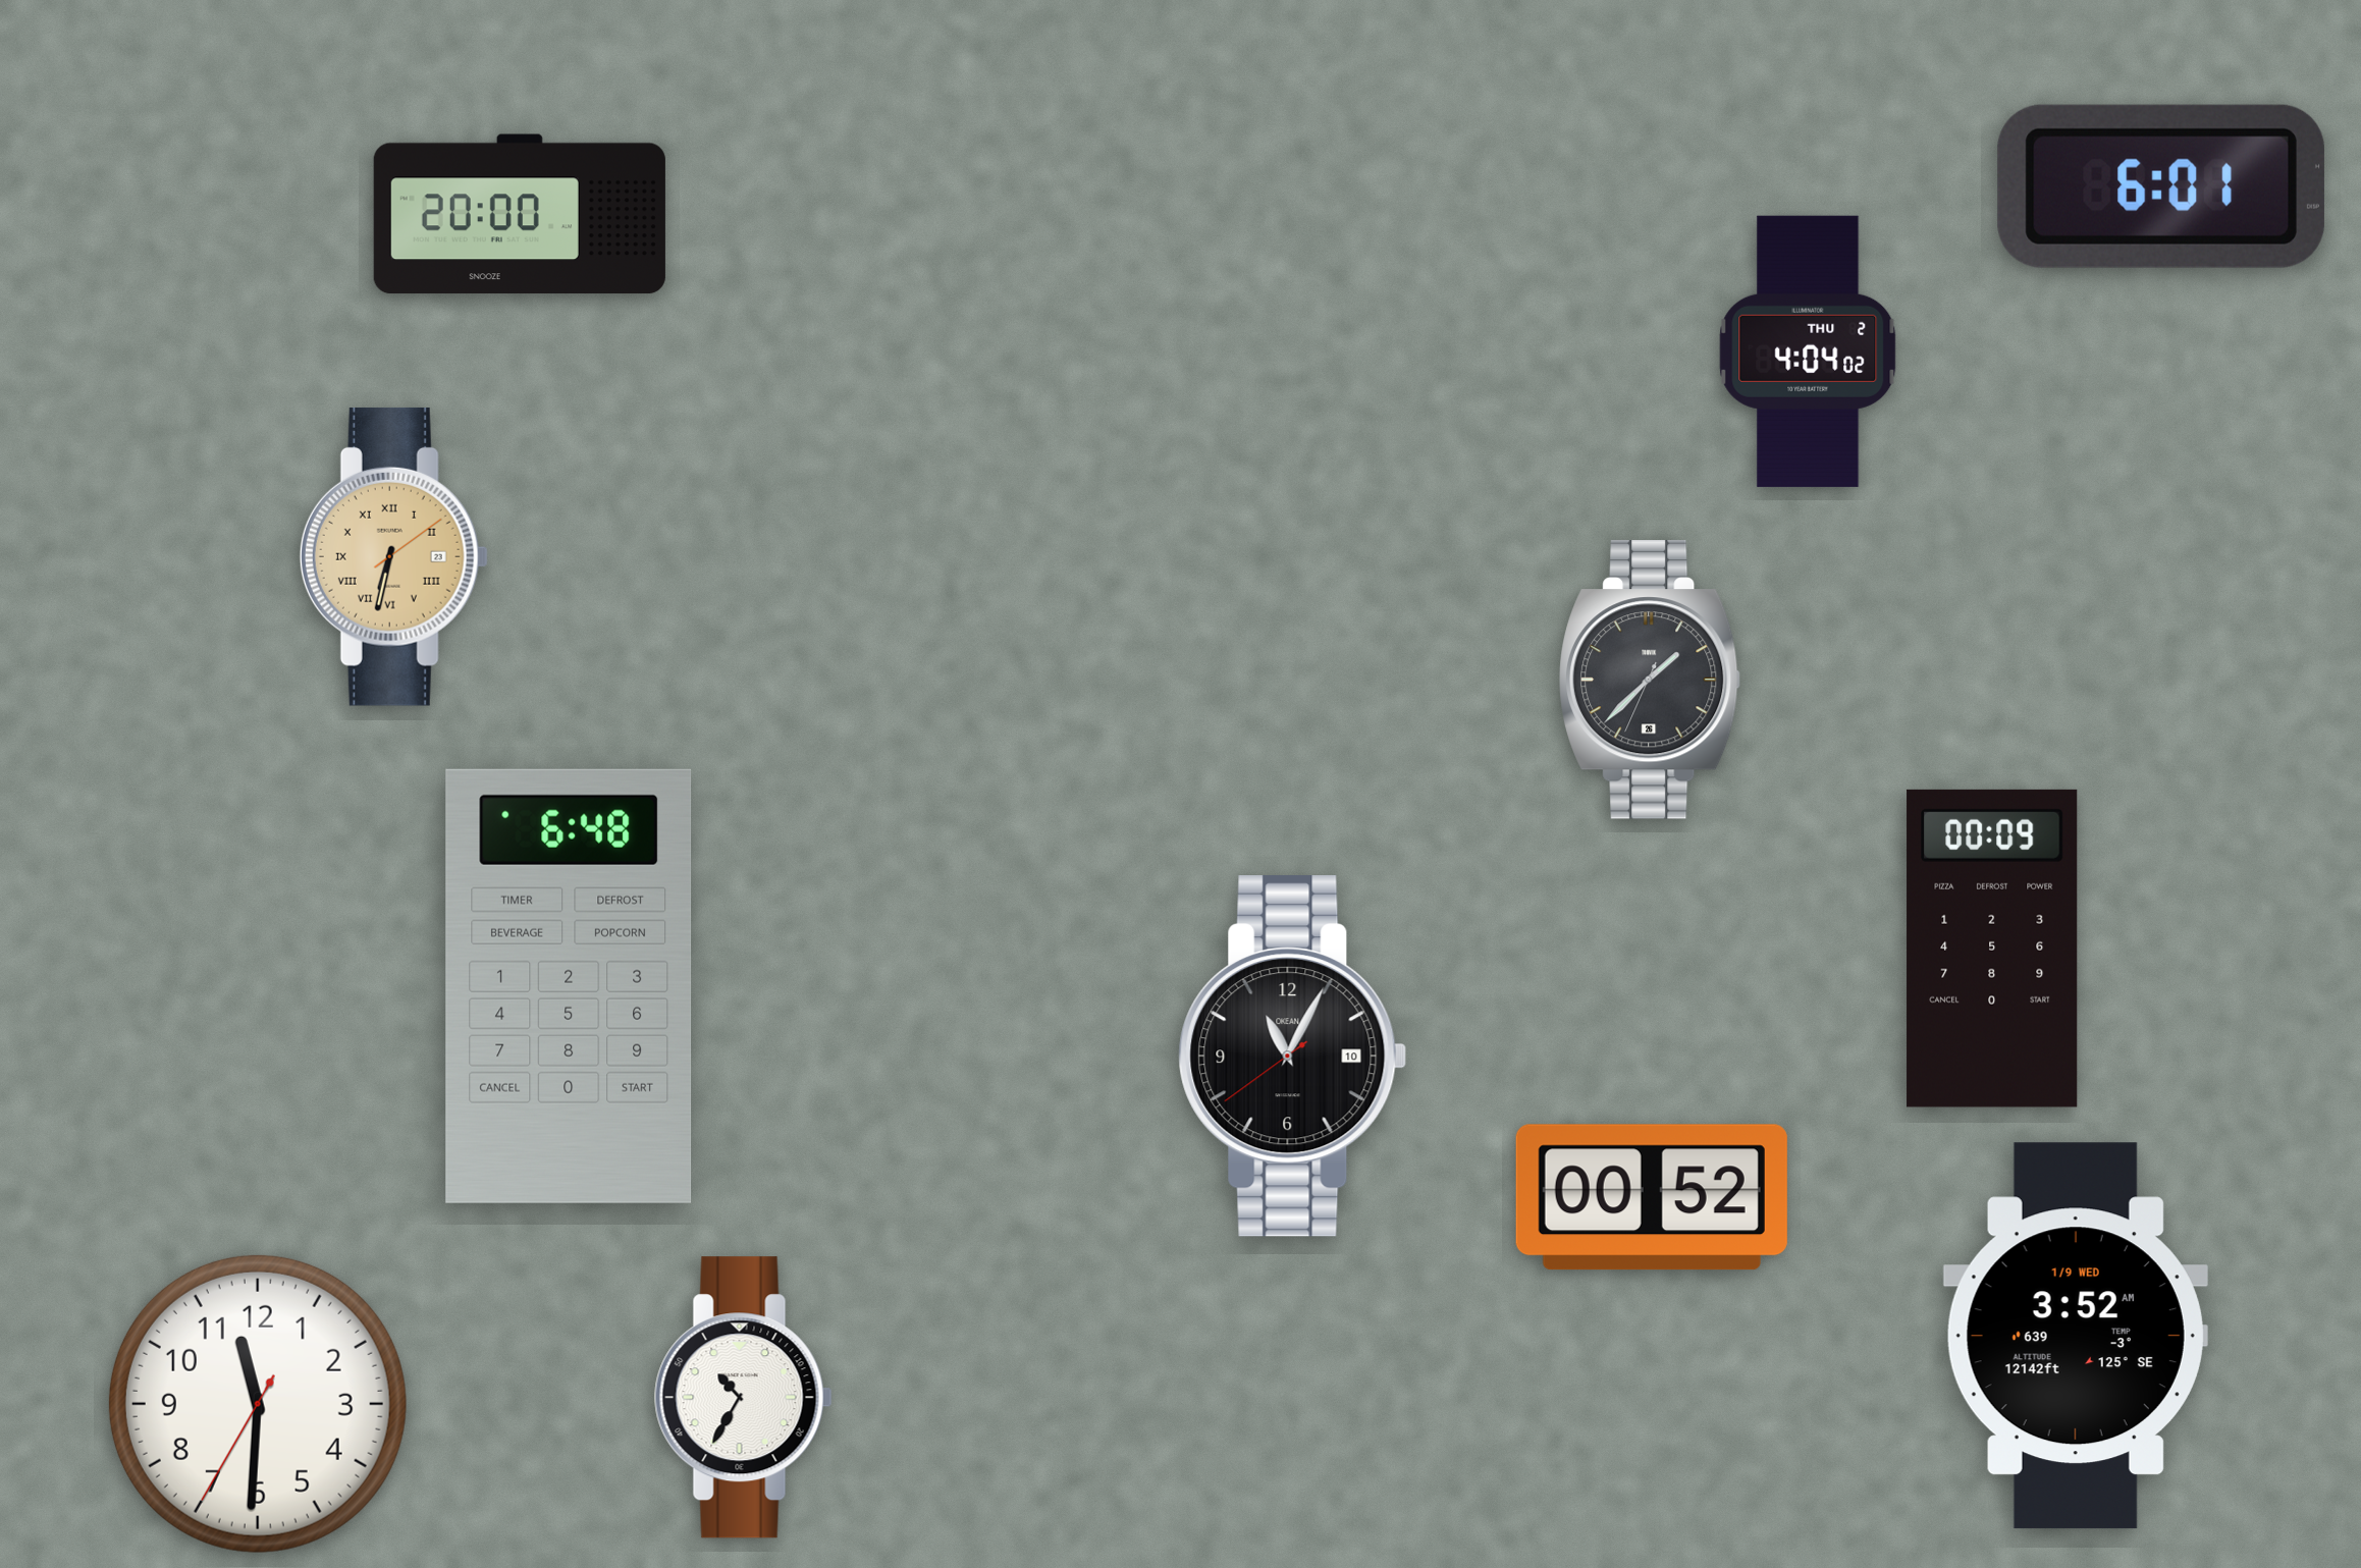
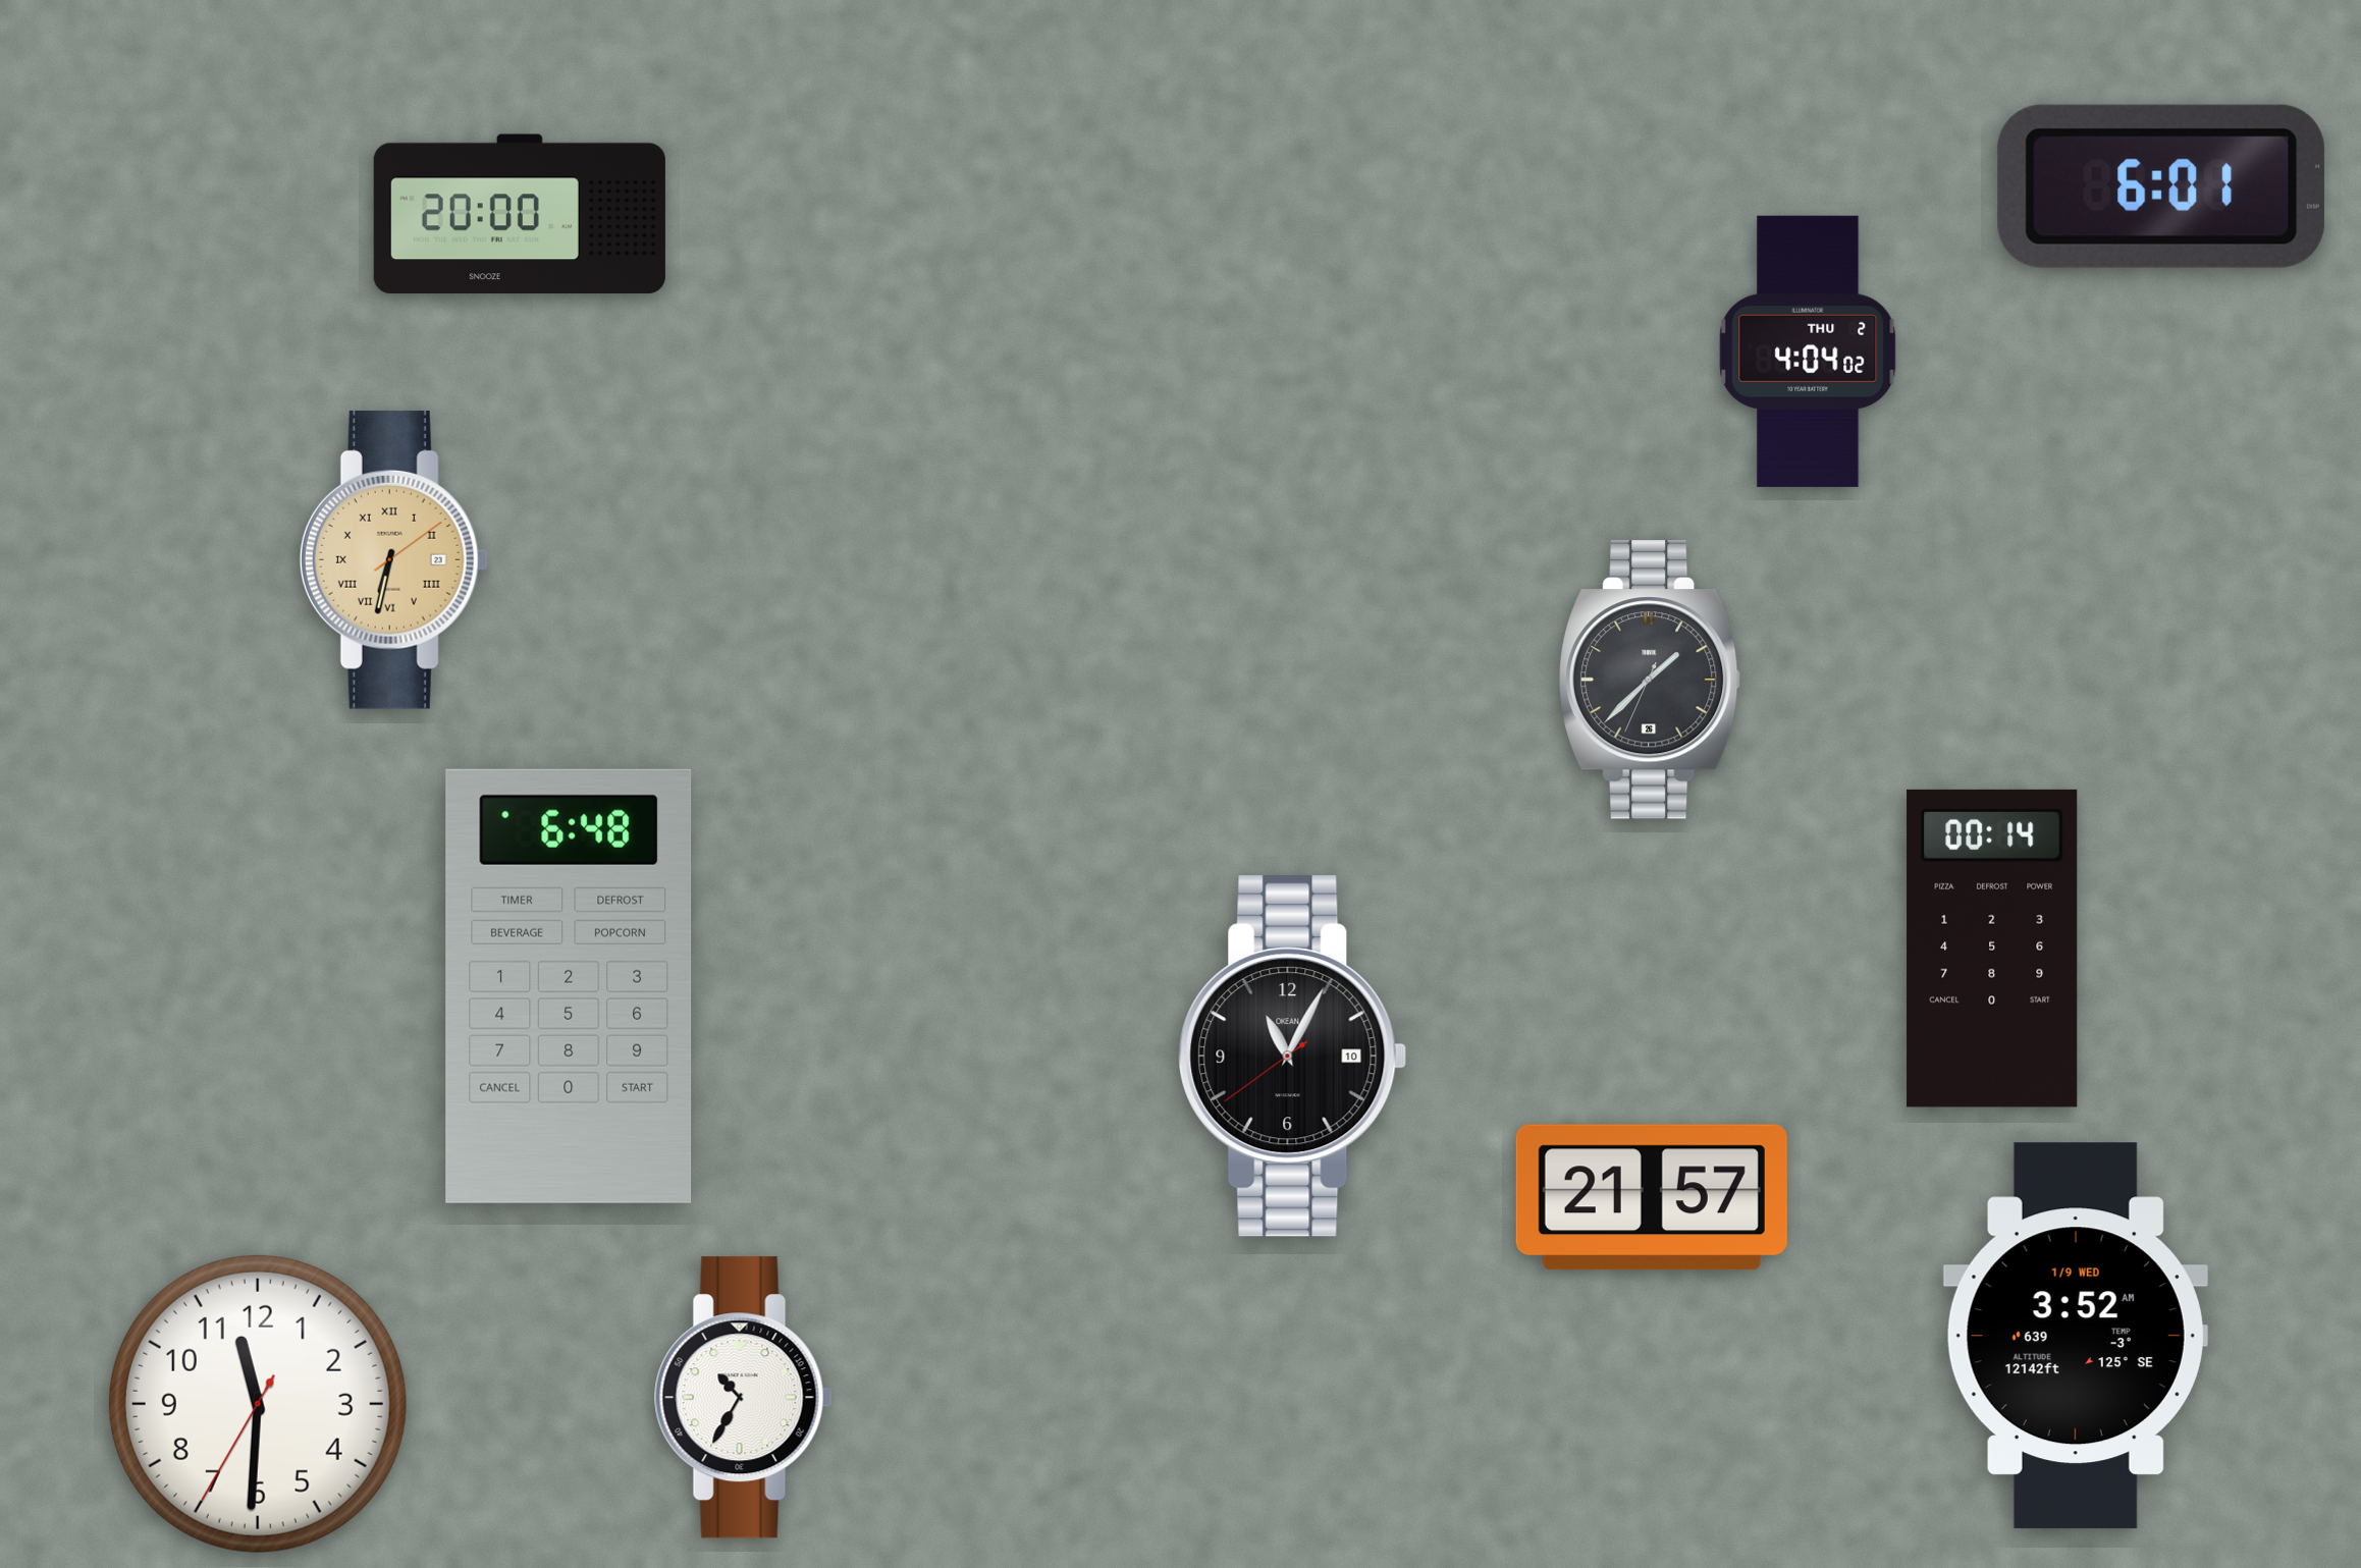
clock at (393, 556) position: (393, 556) -> (393, 559)
clock at (1992, 949): 00:09 -> 00:14
clock at (1652, 1197): 00:52 -> 21:57
